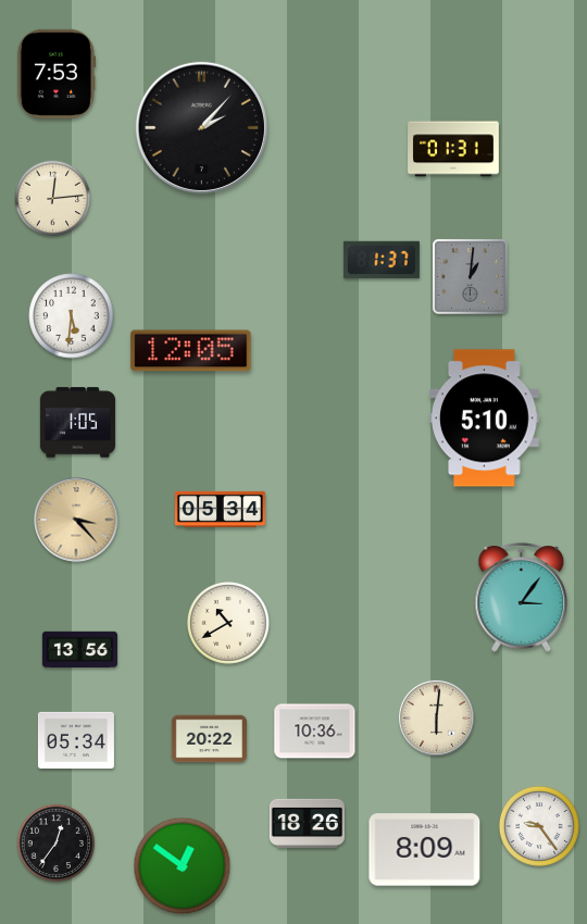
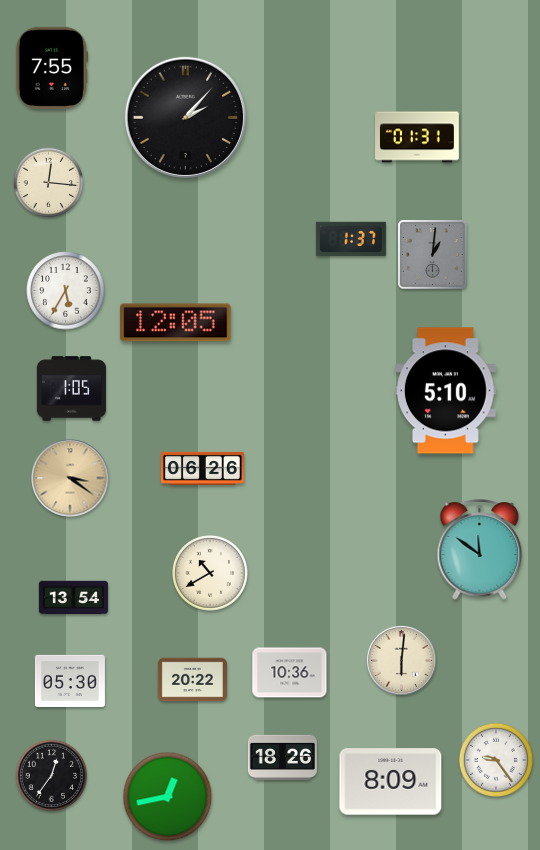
clock at (55, 74): 7:53 -> 7:55
clock at (53, 199): 12:14 -> 12:16
clock at (72, 316): 5:31 -> 5:35
clock at (485, 419) position: (485, 419) -> (446, 391)
clock at (220, 509): 05:34 -> 06:26
clock at (76, 520): 3:23 -> 3:21
clock at (522, 598): 3:06 -> 11:51
clock at (79, 650): 13:56 -> 13:54
clock at (76, 740): 05:34 -> 05:30
clock at (183, 866): 12:51 -> 12:43
